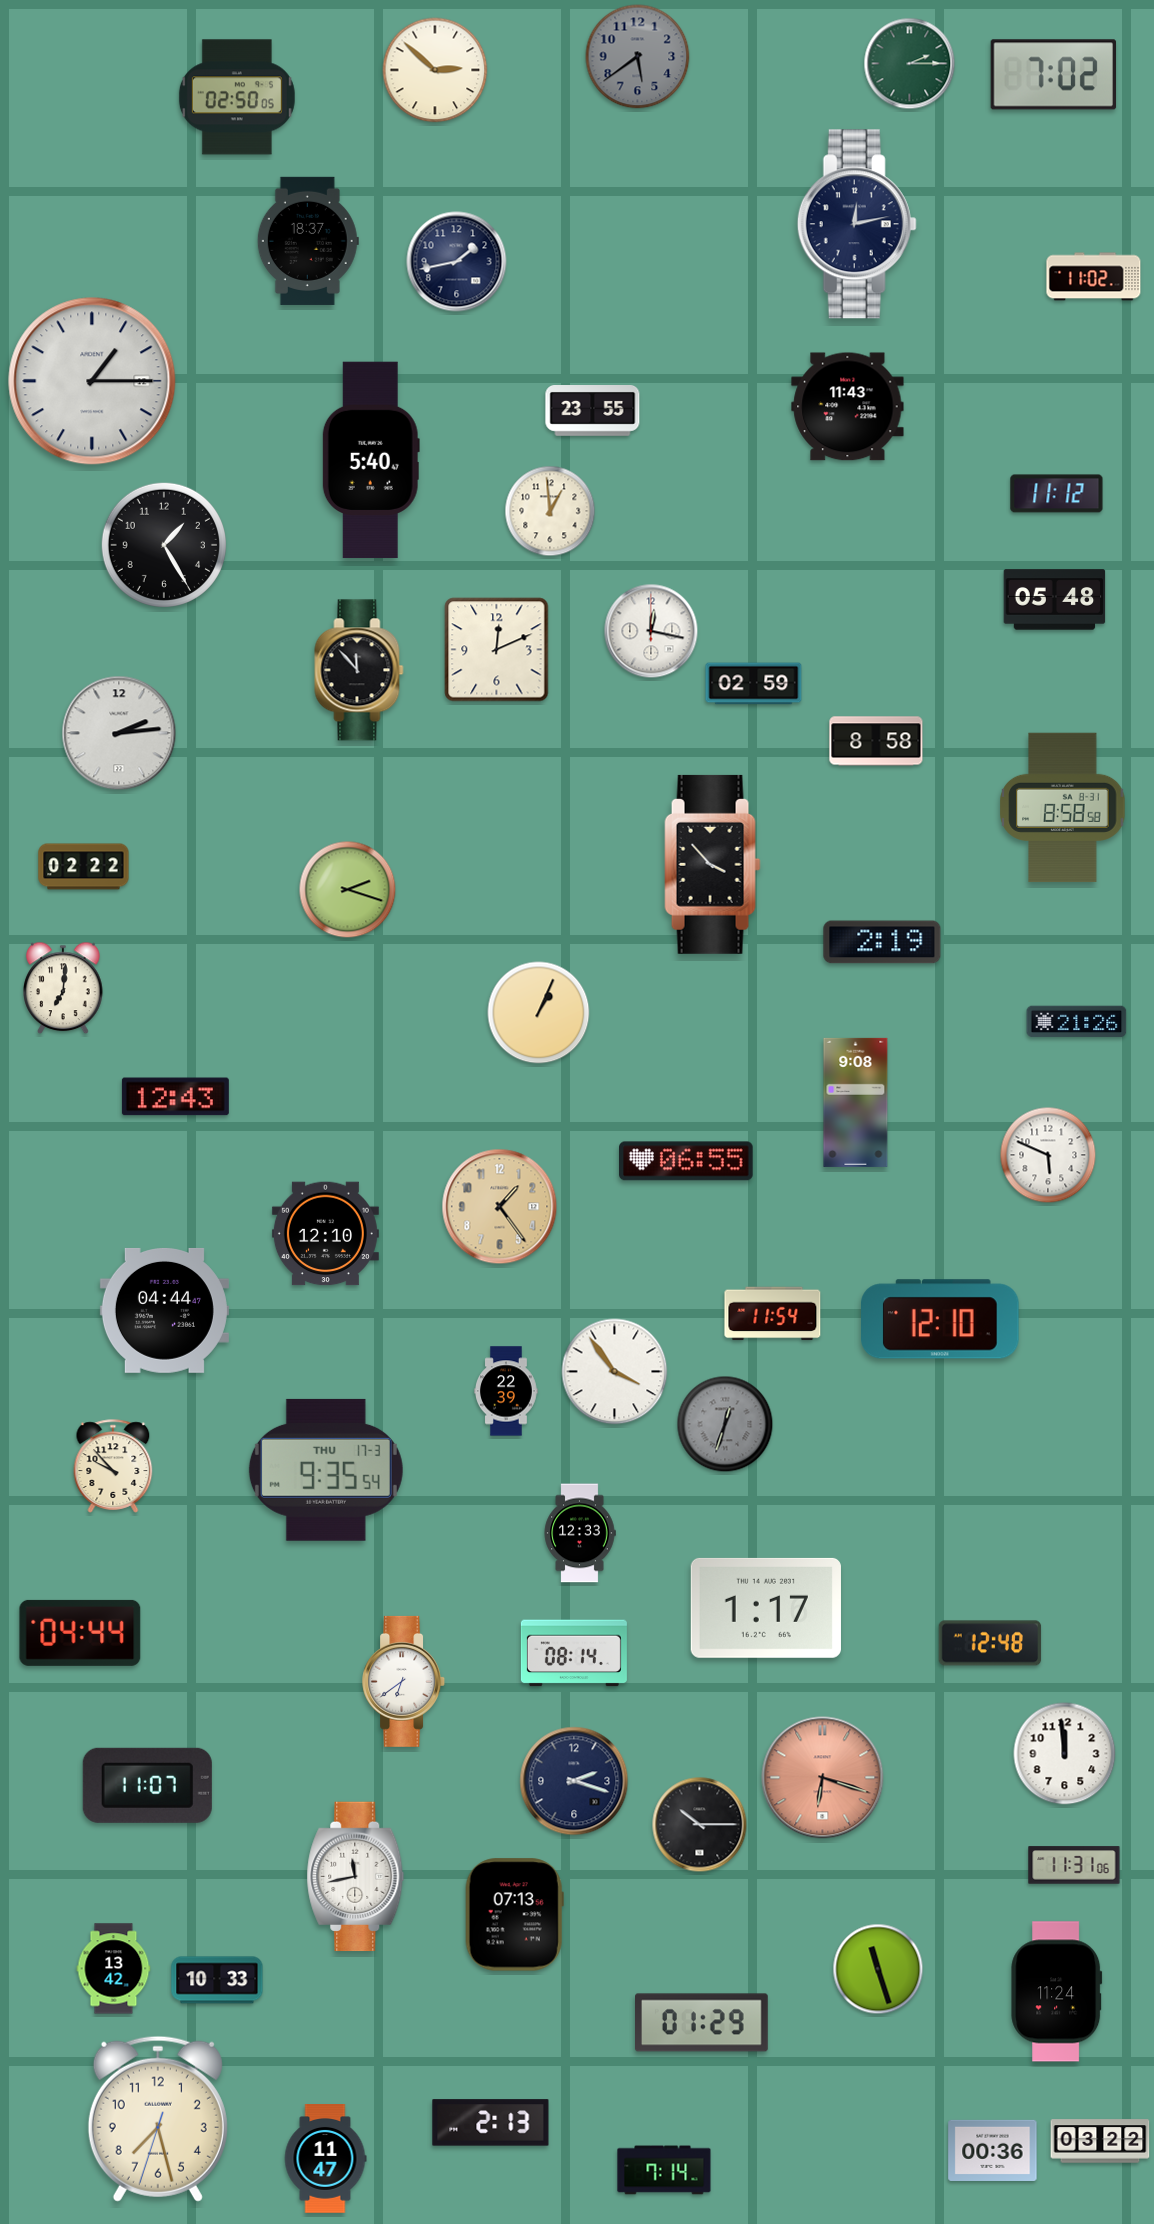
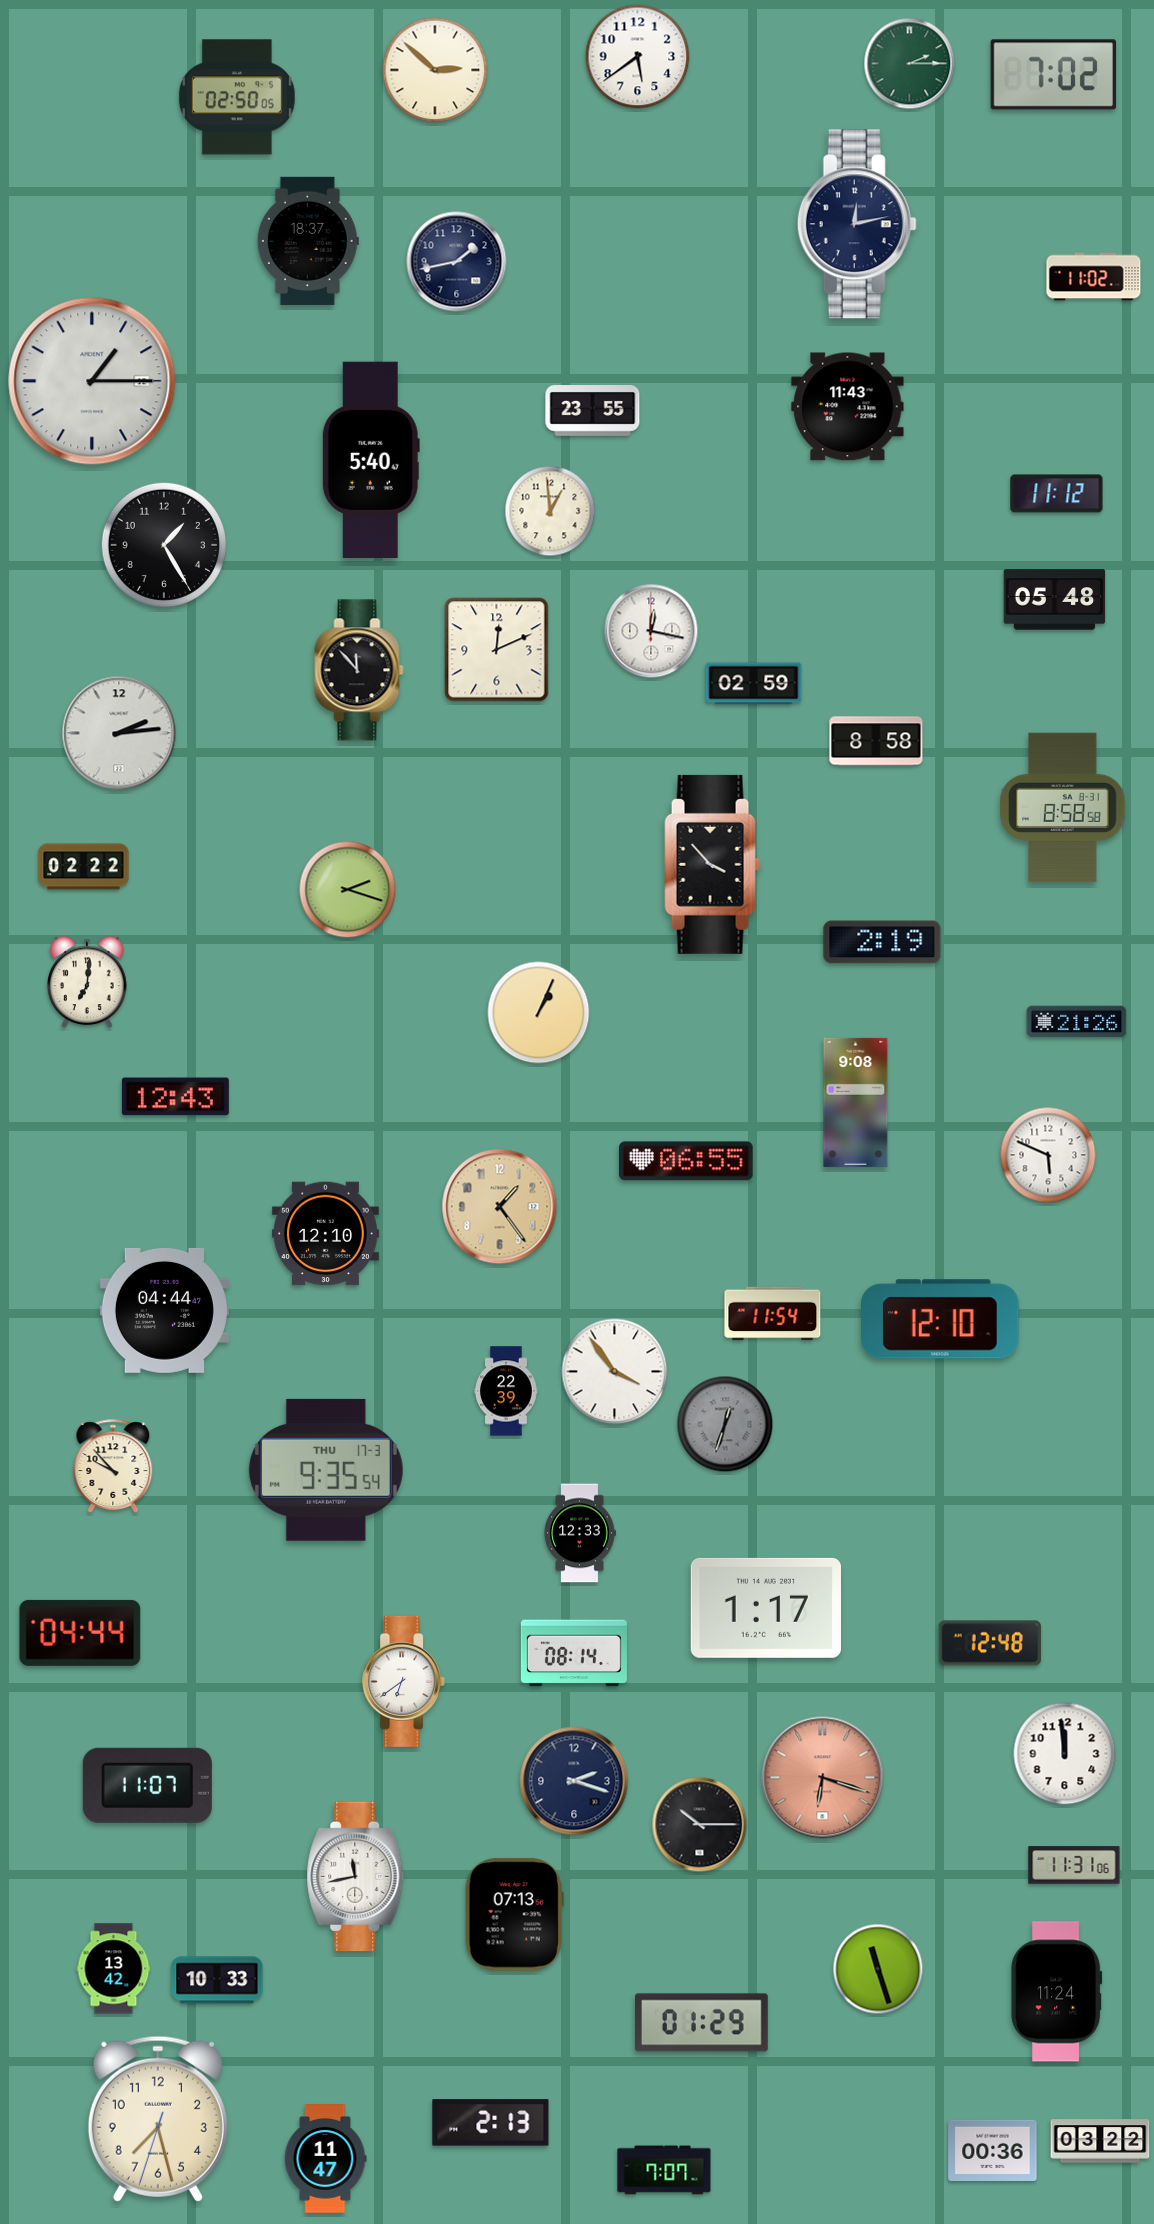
clock at (638, 57) dial: grey -> white
clock at (63, 988) position: (63, 988) -> (87, 982)
clock at (664, 2170): 7:14 -> 7:07
